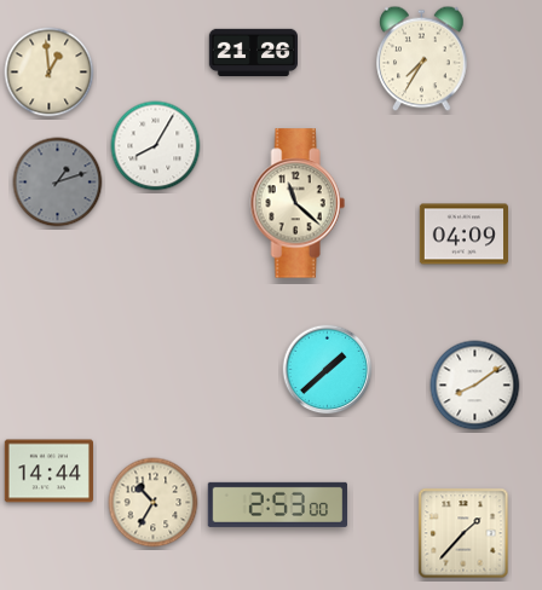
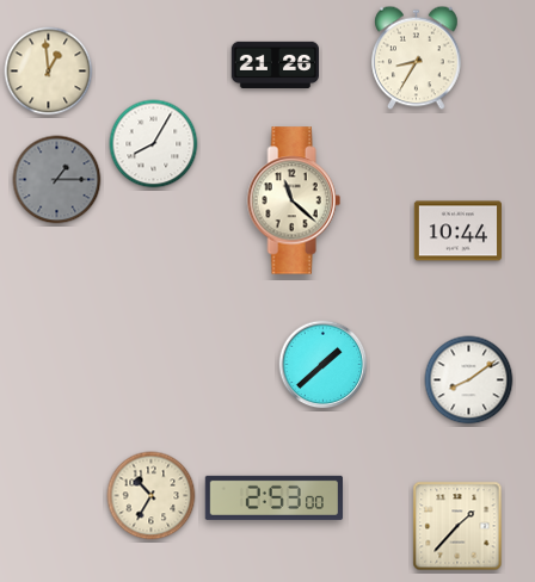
clock at (253, 52) position: (253, 52) -> (275, 64)
clock at (422, 59): 7:35 -> 8:35
clock at (58, 183): 1:12 -> 1:15
clock at (463, 235): 04:09 -> 10:44
clock at (48, 472): 14:44 -> none
